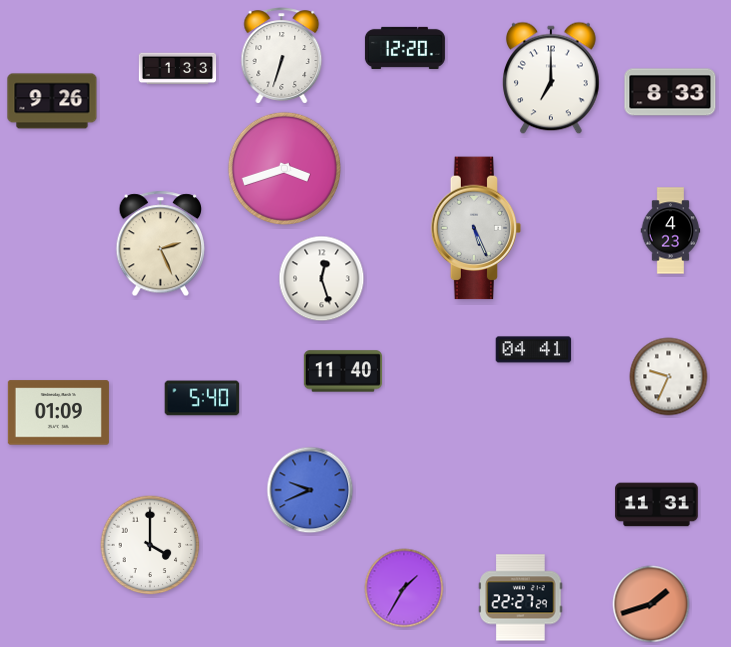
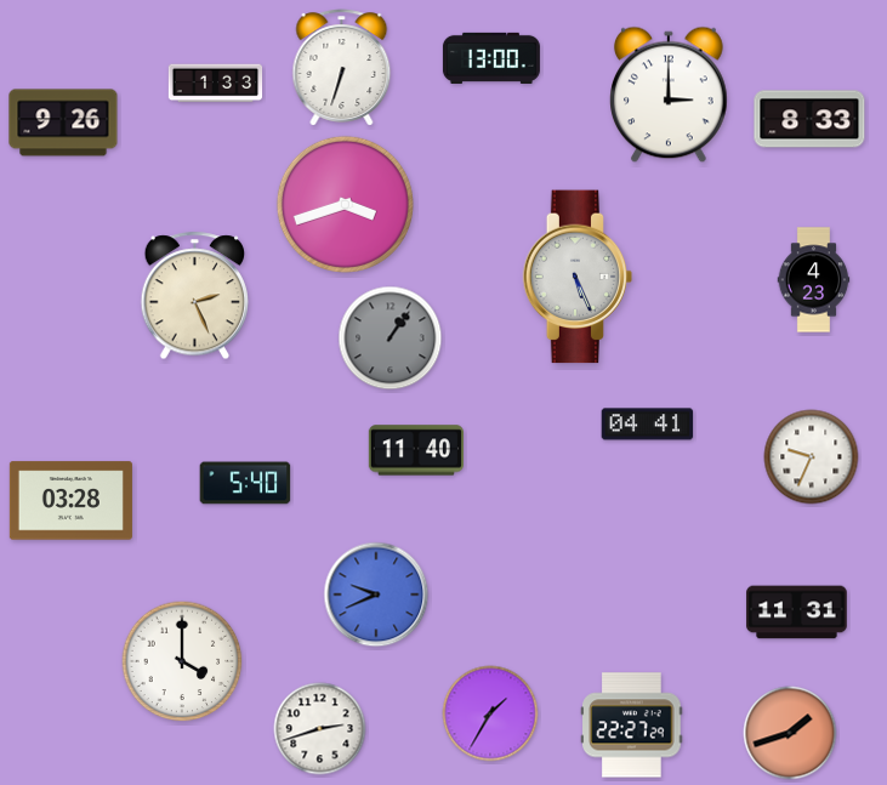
clock at (405, 48): 12:20 -> 13:00
clock at (552, 78): 7:00 -> 3:00
clock at (670, 92) position: (670, 92) -> (809, 119)
clock at (322, 279): 12:27 -> 1:06
clock at (322, 279) dial: white -> grey
clock at (58, 413): 01:09 -> 03:28
clock at (320, 729): none -> 2:42
